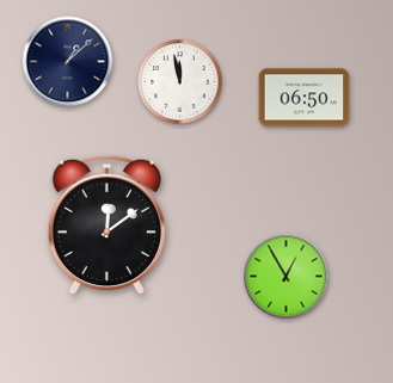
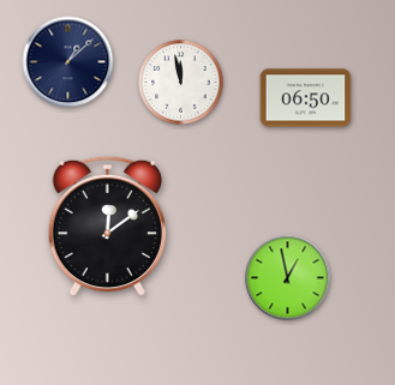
clock at (287, 277): 12:55 -> 12:58
